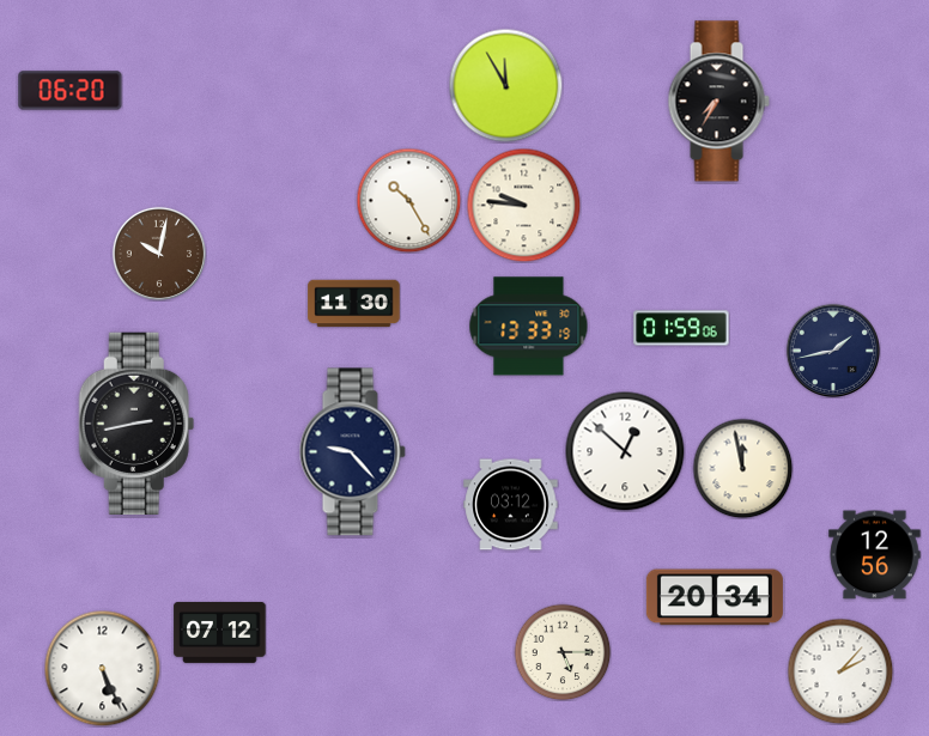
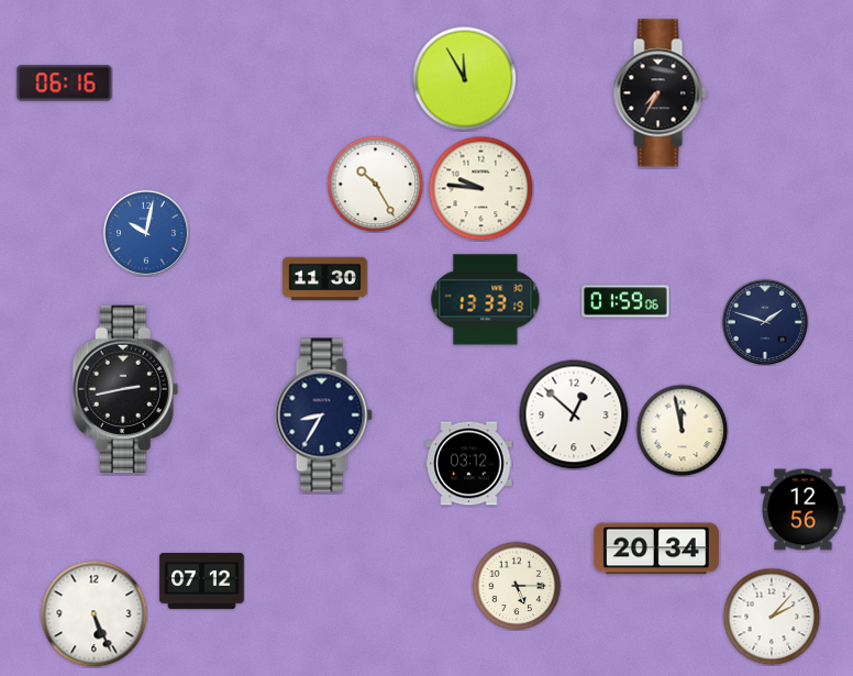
clock at (71, 91): 06:20 -> 06:16
clock at (158, 253) dial: brown -> blue
clock at (832, 349): 1:43 -> 1:48
clock at (352, 452): 9:23 -> 8:35
clock at (563, 652) position: (563, 652) -> (517, 586)
